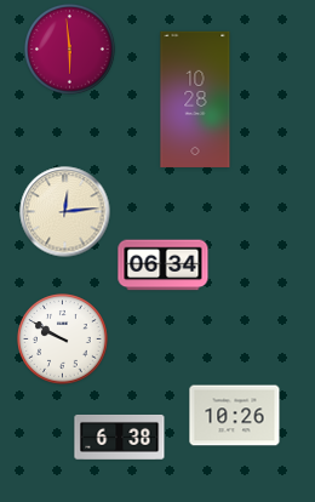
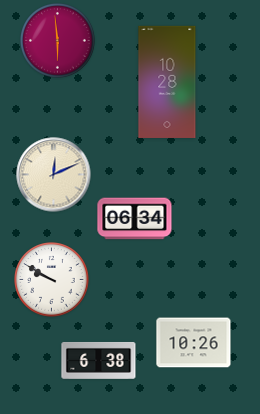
clock at (195, 99) position: (195, 99) -> (167, 82)
clock at (65, 212): 12:14 -> 12:11
